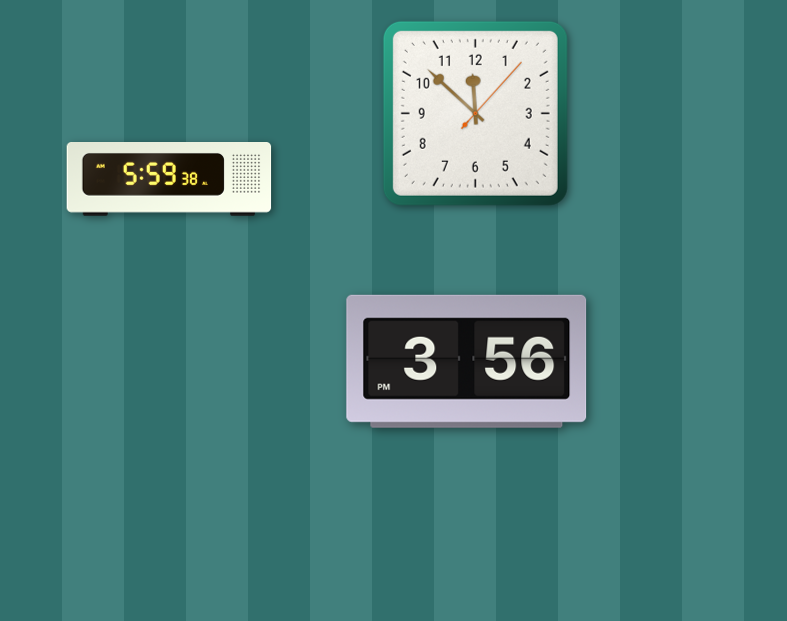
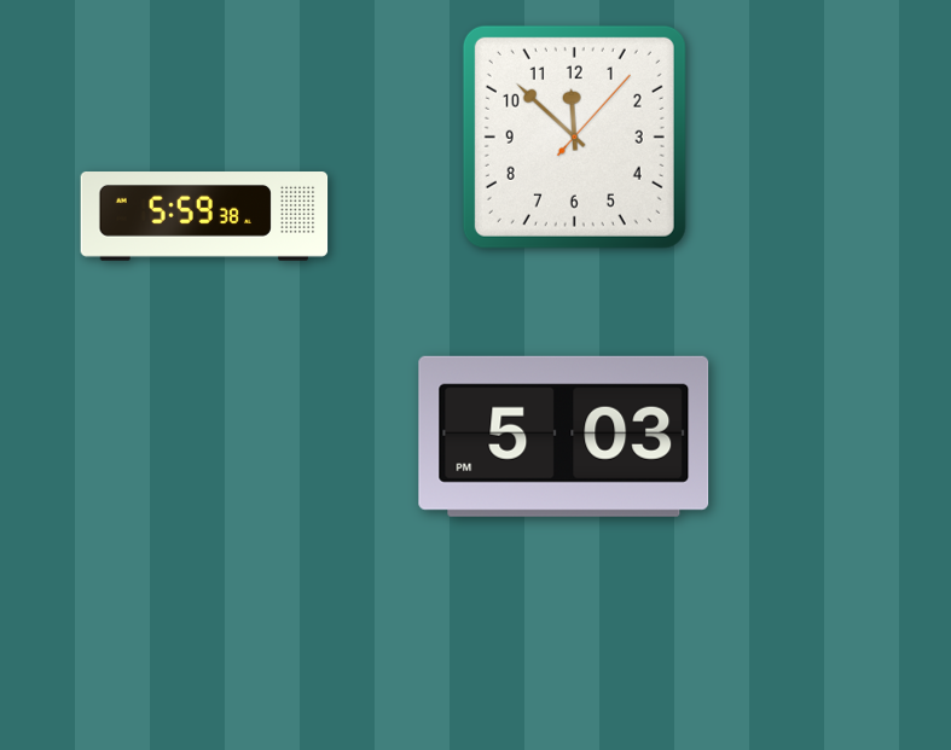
clock at (467, 361): 3:56 -> 5:03
